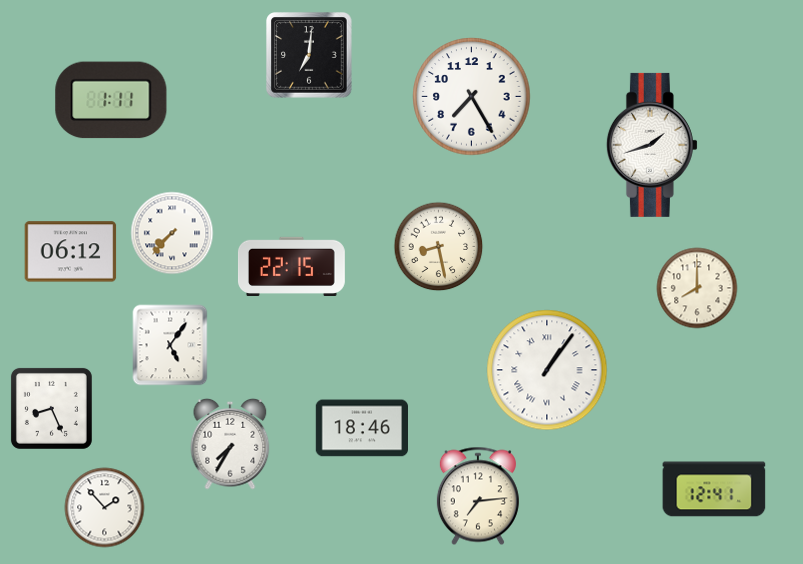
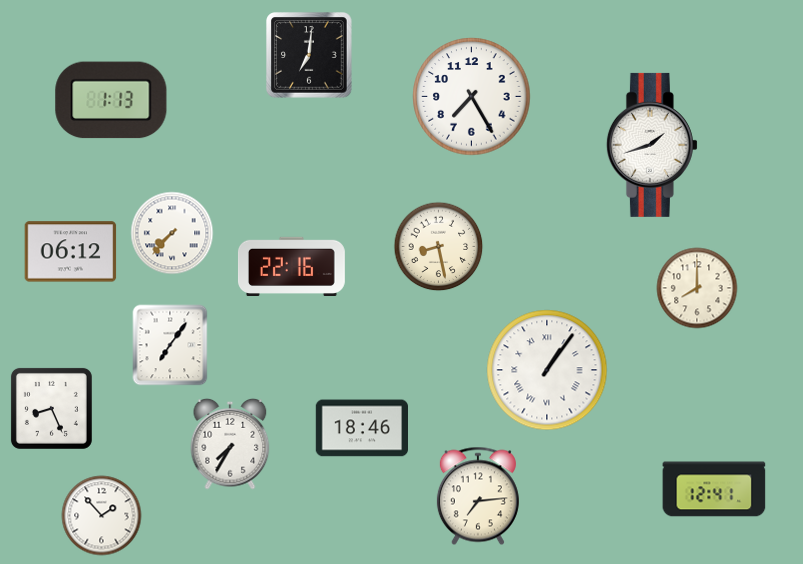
clock at (111, 100): 1:11 -> 1:13
clock at (291, 267): 22:15 -> 22:16
clock at (170, 345): 5:06 -> 7:06
clock at (105, 508) position: (105, 508) -> (102, 516)
